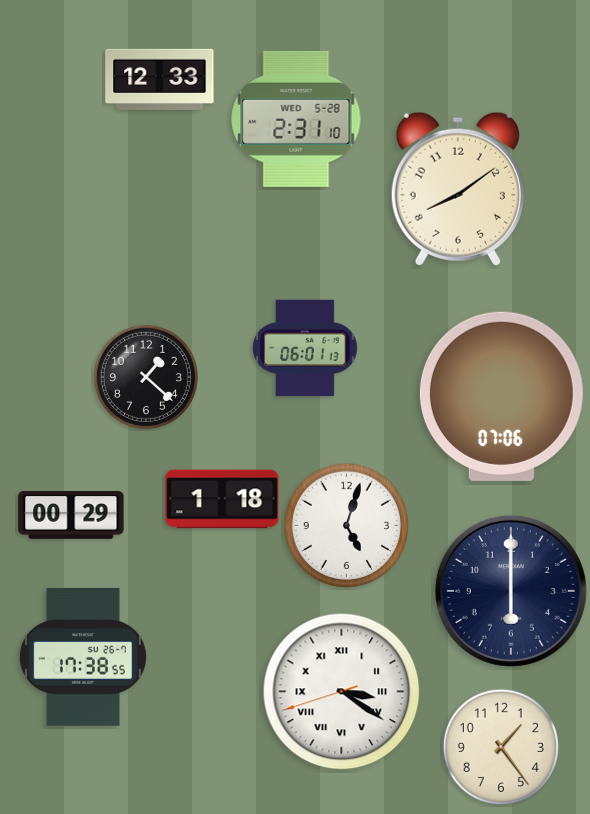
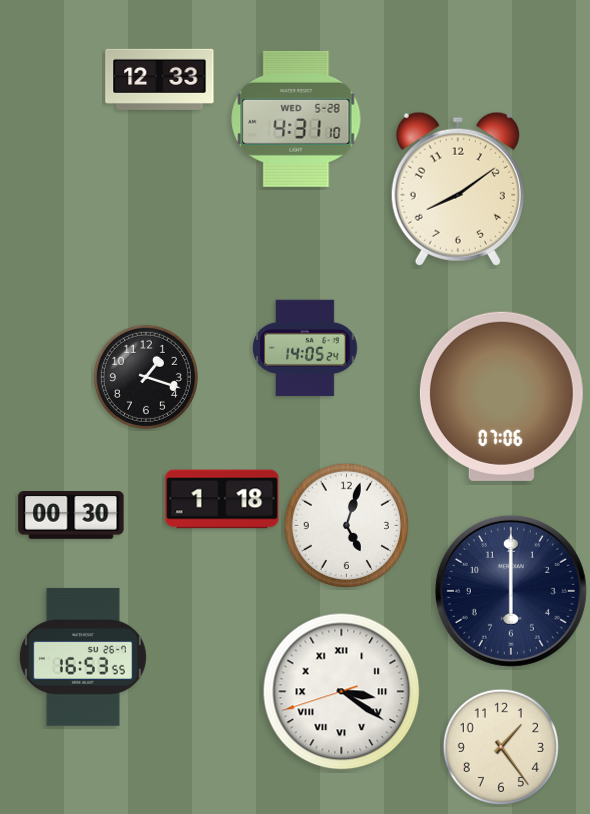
clock at (296, 119): 2:31 -> 4:31
clock at (305, 348): 06:01 -> 14:05
clock at (146, 377): 1:22 -> 1:18
clock at (71, 516): 00:29 -> 00:30
clock at (83, 657): 17:38 -> 16:53
